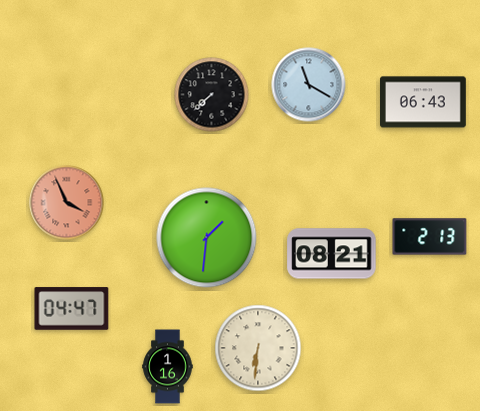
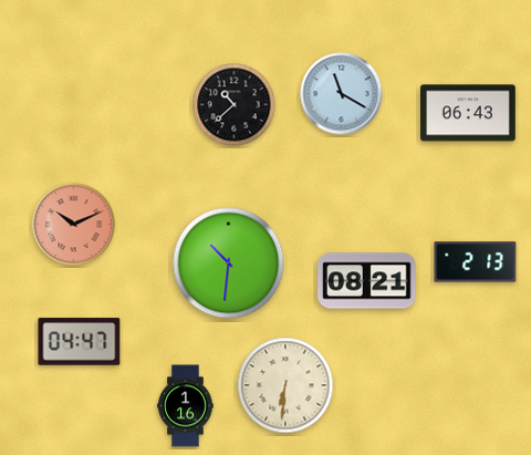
clock at (212, 95): 7:38 -> 10:38
clock at (67, 203): 3:56 -> 10:11
clock at (207, 238): 1:31 -> 10:31
